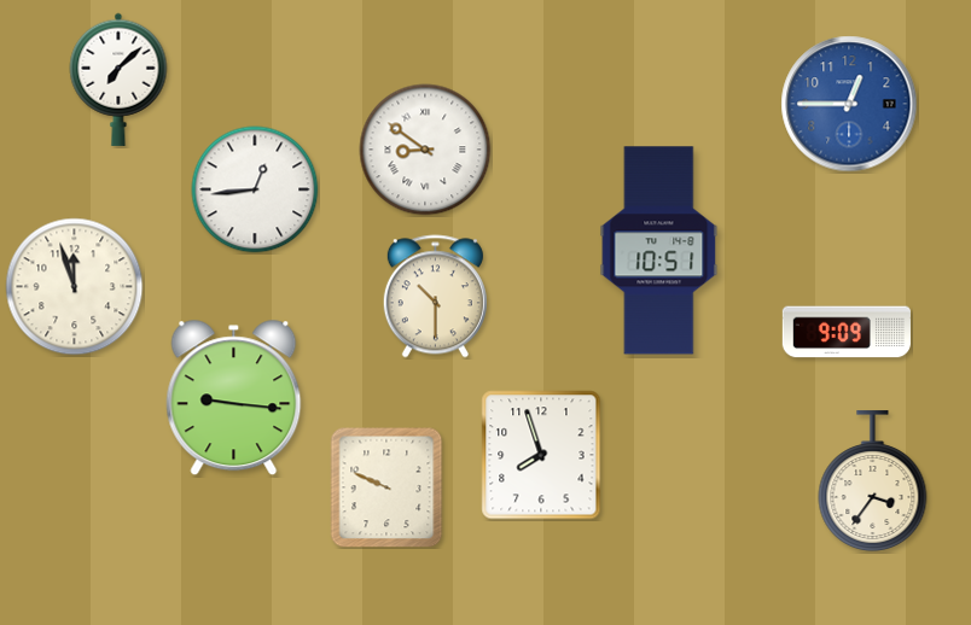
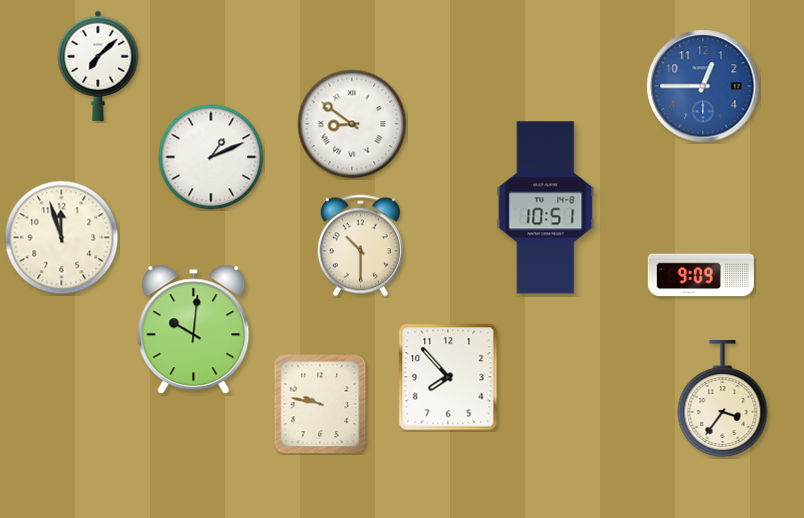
clock at (255, 189): 12:44 -> 1:11
clock at (234, 398): 9:16 -> 10:01
clock at (541, 455): 7:57 -> 7:53
clock at (386, 487): 9:49 -> 9:47
